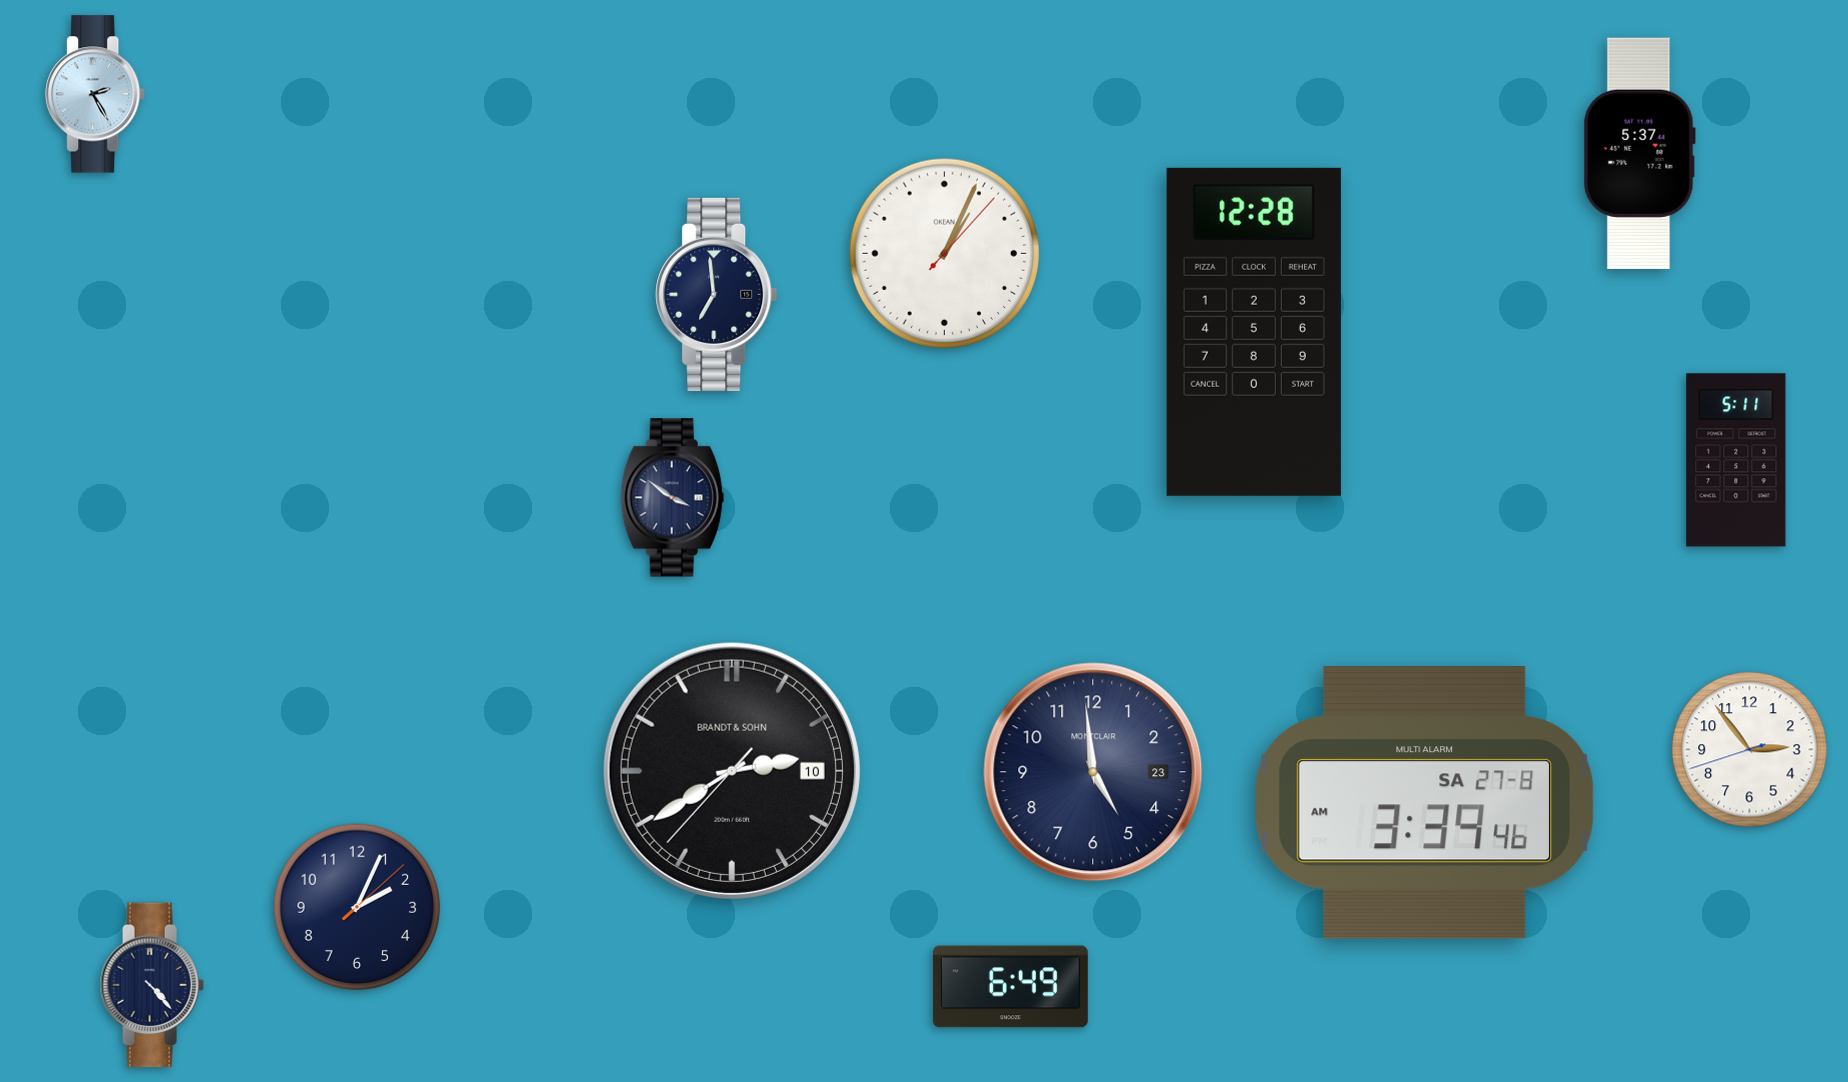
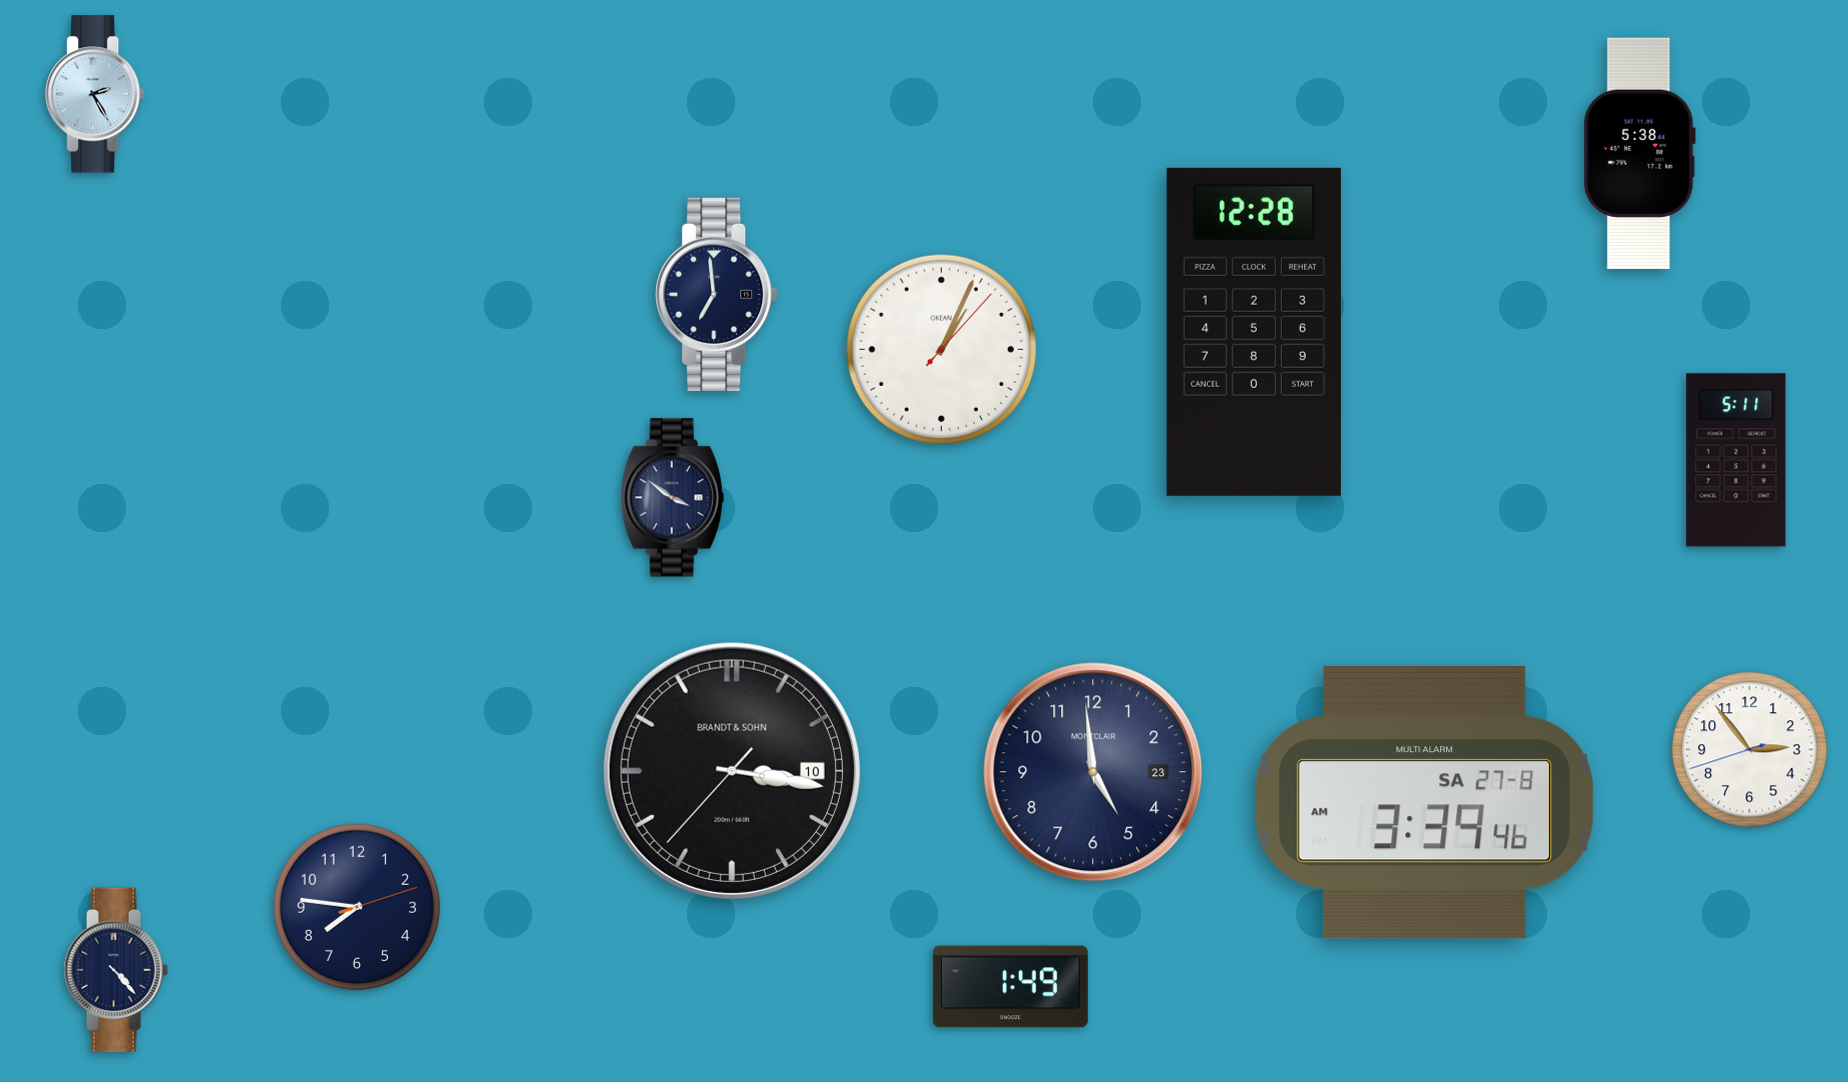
clock at (1639, 153): 5:37 -> 5:38
clock at (944, 253) position: (944, 253) -> (941, 349)
clock at (732, 771): 2:39 -> 3:16
clock at (357, 907): 2:04 -> 7:46
clock at (152, 985) position: (152, 985) -> (116, 970)
clock at (1010, 987): 6:49 -> 1:49
